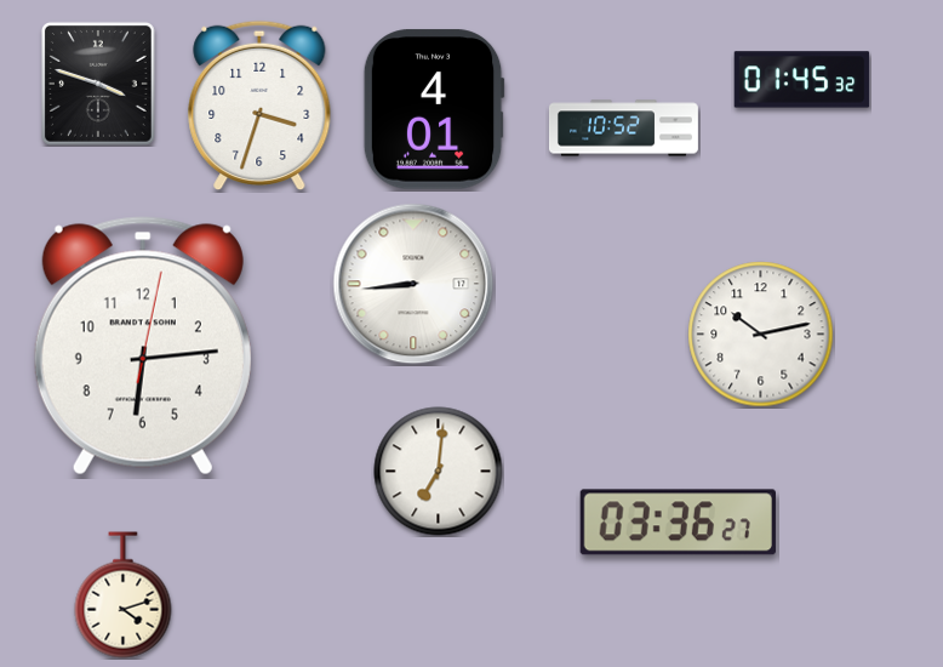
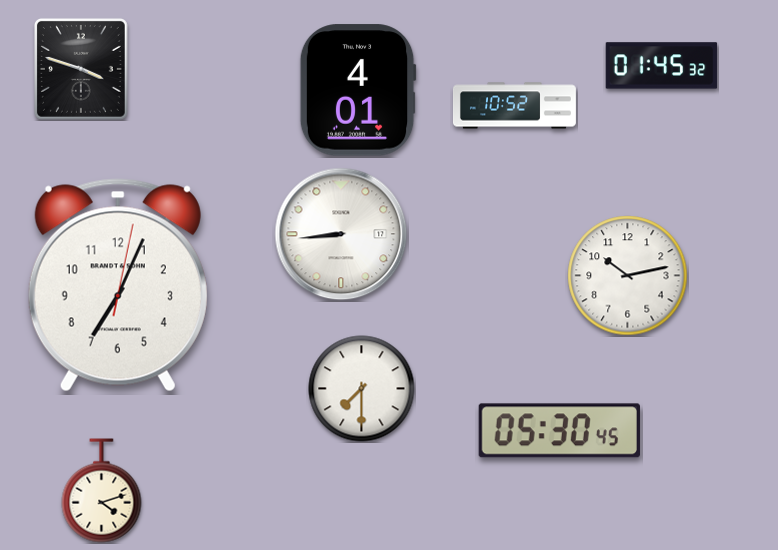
clock at (259, 104): 3:33 -> none
clock at (143, 346): 6:14 -> 7:04
clock at (439, 472): 7:01 -> 7:30
clock at (678, 523): 03:36 -> 05:30
